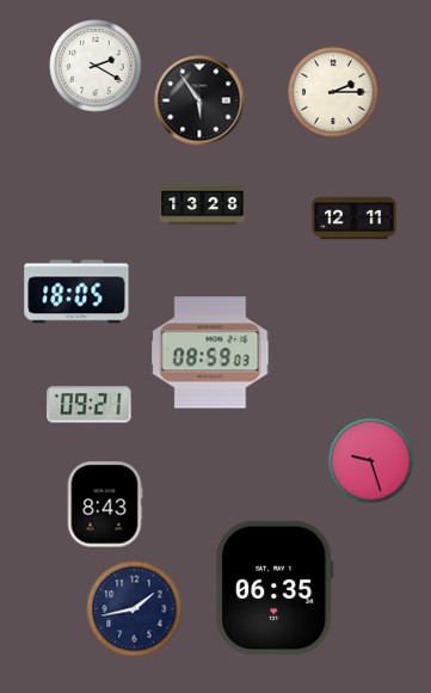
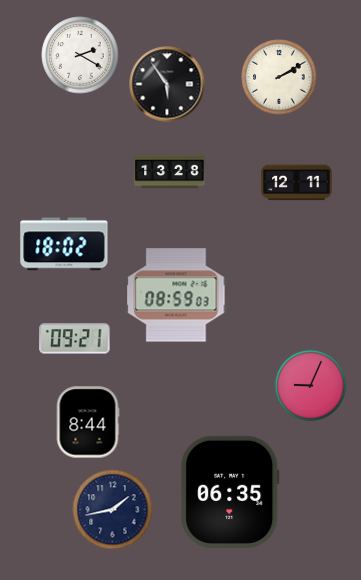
clock at (333, 92): 2:15 -> 2:10
clock at (76, 292): 18:05 -> 18:02
clock at (370, 460): 9:27 -> 9:04
clock at (105, 504): 8:43 -> 8:44
